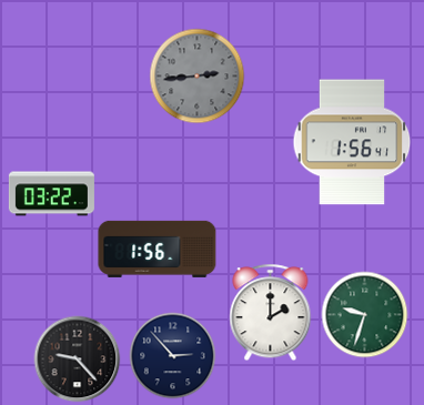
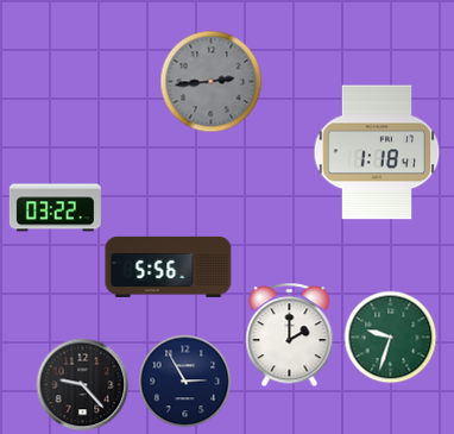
clock at (352, 142): 1:56 -> 1:18
clock at (158, 249): 1:56 -> 5:56
clock at (172, 355): 2:53 -> 2:55
